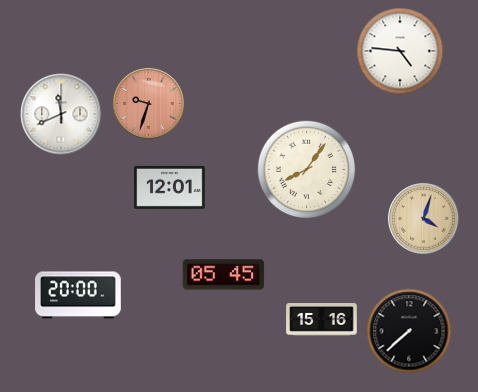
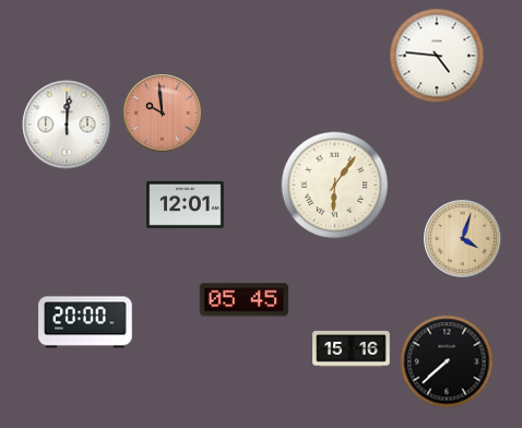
clock at (149, 104): 9:33 -> 9:59
clock at (61, 114): 11:41 -> 12:01
clock at (307, 170): 8:06 -> 6:06
